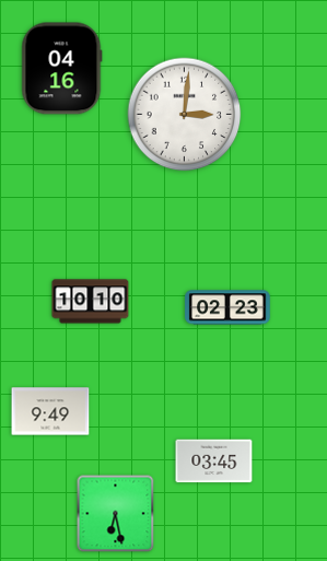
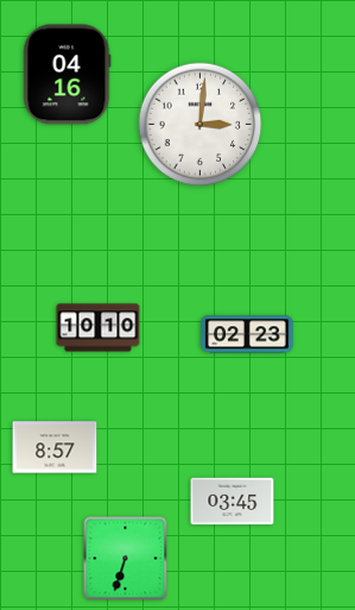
clock at (50, 411): 9:49 -> 8:57
clock at (116, 514): 6:28 -> 6:33
